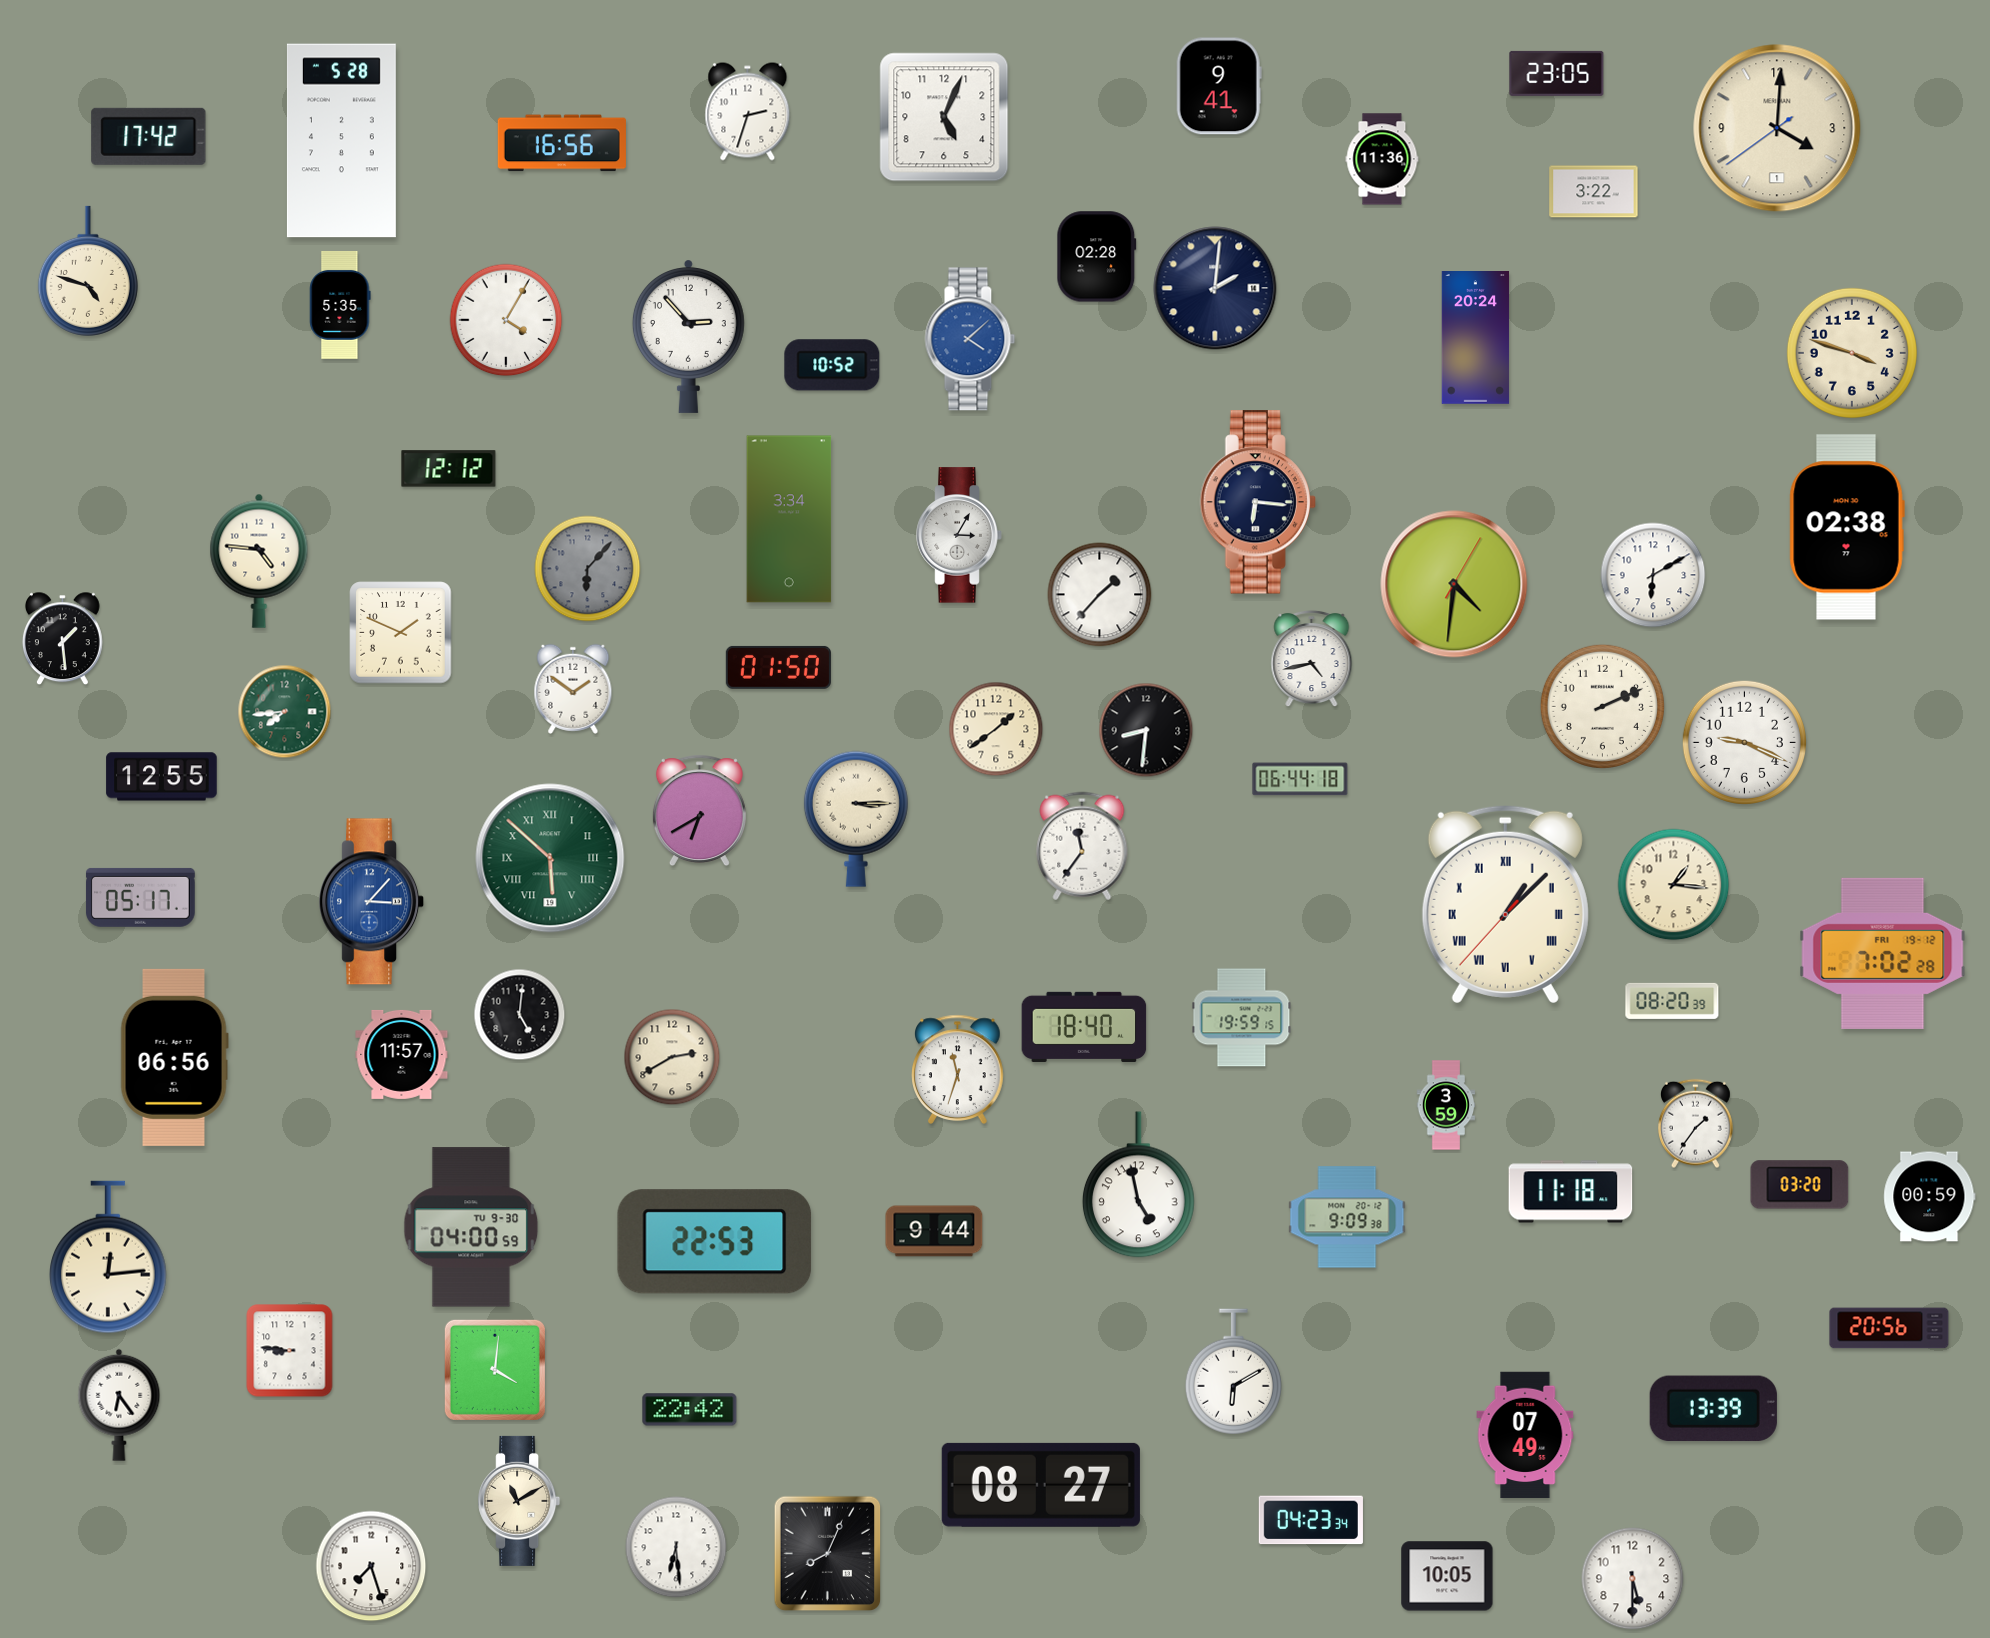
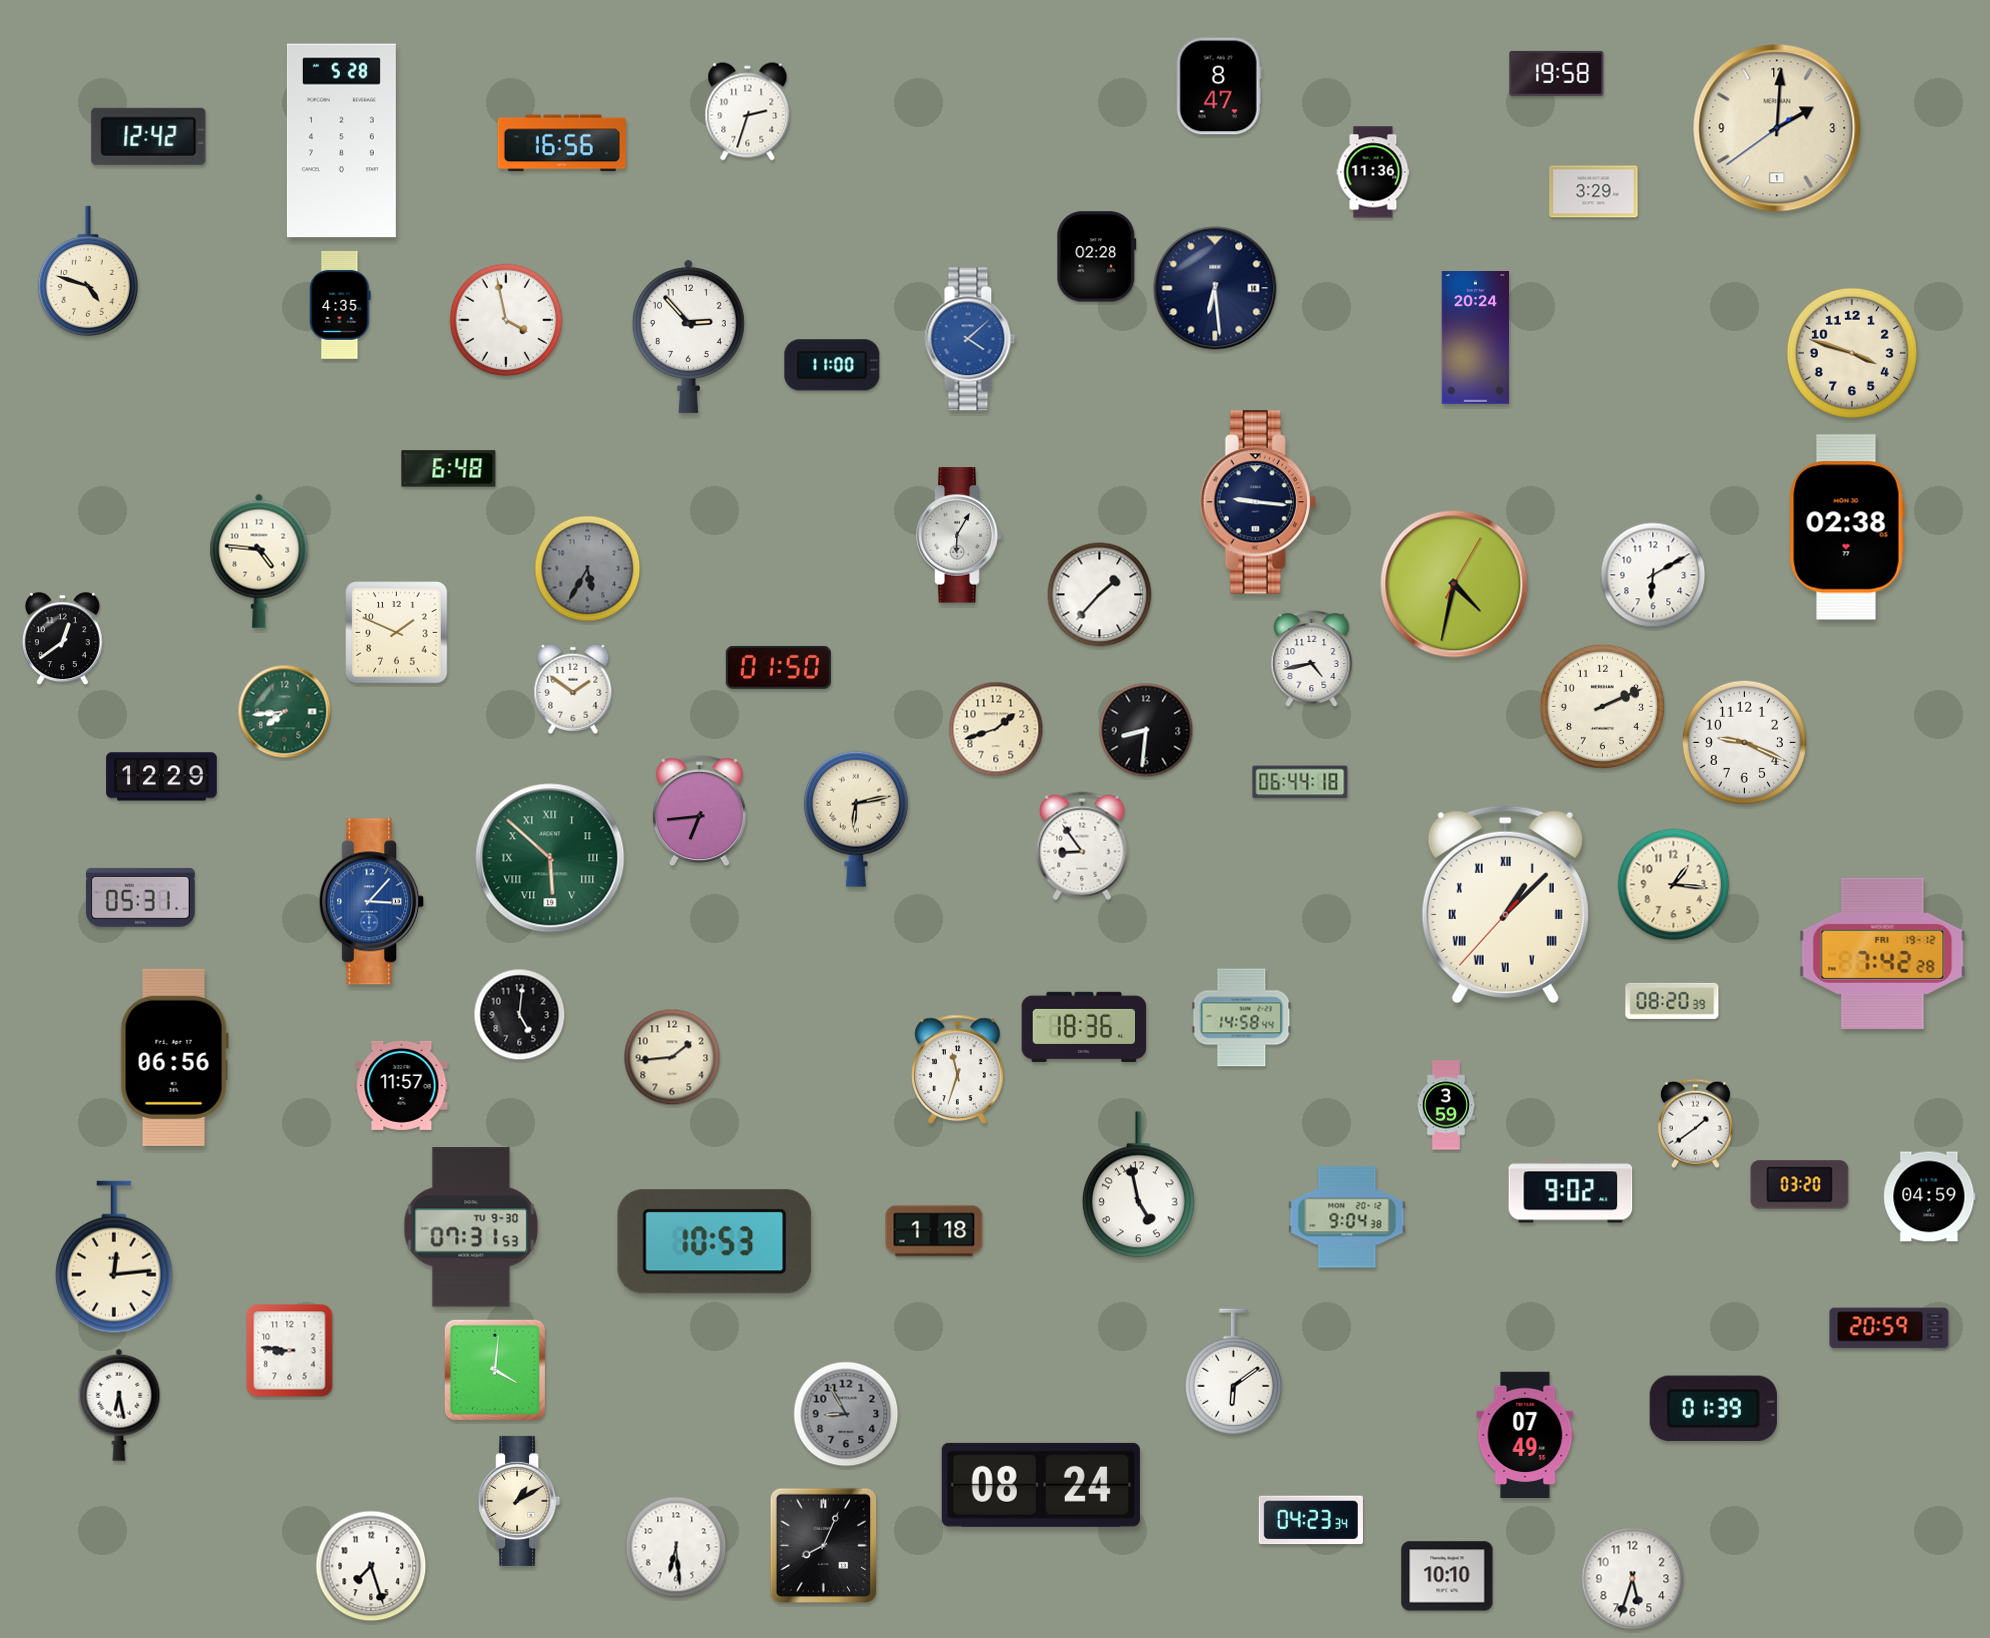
clock at (1557, 73): 23:05 -> 19:58
clock at (1219, 86): 9:41 -> 8:47
clock at (944, 117): 5:04 -> none
clock at (1777, 128): 4:00 -> 2:00
clock at (149, 136): 17:42 -> 12:42
clock at (1382, 159) position: (1382, 159) -> (1373, 172)
clock at (1594, 192): 3:22 -> 3:29
clock at (1215, 288): 2:01 -> 6:29
clock at (340, 305): 5:35 -> 4:35
clock at (506, 320): 4:05 -> 3:58
clock at (832, 365): 10:52 -> 11:00
clock at (449, 469): 12:12 -> 6:48
clock at (1258, 502): 6:16 -> 9:16
clock at (789, 519): 3:34 -> none
clock at (959, 535): 3:05 -> 6:05
clock at (588, 569): 6:07 -> 5:35
clock at (1454, 584): 4:31 -> 4:32
clock at (401, 633) position: (401, 633) -> (397, 633)
clock at (62, 639): 1:29 -> 12:39
clock at (996, 729): 1:39 -> 1:42
clock at (162, 777): 12:55 -> 12:29
clock at (1300, 779) position: (1300, 779) -> (1300, 782)
clock at (699, 811): 6:40 -> 6:44
clock at (856, 819): 3:15 -> 6:13
clock at (1082, 846): 11:36 -> 8:54
clock at (140, 897): 05:17 -> 05:31
clock at (1883, 953): 7:02 -> 7:42
clock at (1242, 1018): 19:59 -> 14:58
clock at (1084, 1027): 18:40 -> 18:36
clock at (402, 1054) position: (402, 1054) -> (402, 1085)
clock at (672, 1057): 2:40 -> 1:44
clock at (1696, 1124): 1:36 -> 1:39
clock at (1571, 1192): 11:18 -> 9:02
clock at (1930, 1197): 00:59 -> 04:59
clock at (1347, 1217): 9:09 -> 9:04
clock at (471, 1227): 04:00 -> 07:31
clock at (934, 1231): 9:44 -> 1:18
clock at (715, 1242): 22:53 -> 10:53
clock at (109, 1257) position: (109, 1257) -> (115, 1257)
clock at (1889, 1328): 20:56 -> 20:59
clock at (1233, 1372): 6:10 -> 6:09
clock at (119, 1405): 6:24 -> 6:28
clock at (1713, 1409): 13:39 -> 01:39
clock at (690, 1410): 22:42 -> none
clock at (846, 1414): none -> 8:55
clock at (1041, 1485): 08:27 -> 08:24
clock at (519, 1501): 11:10 -> 1:10
clock at (828, 1554) position: (828, 1554) -> (824, 1546)
clock at (1447, 1576): 10:05 -> 10:10
clock at (1633, 1579): 5:30 -> 5:33
